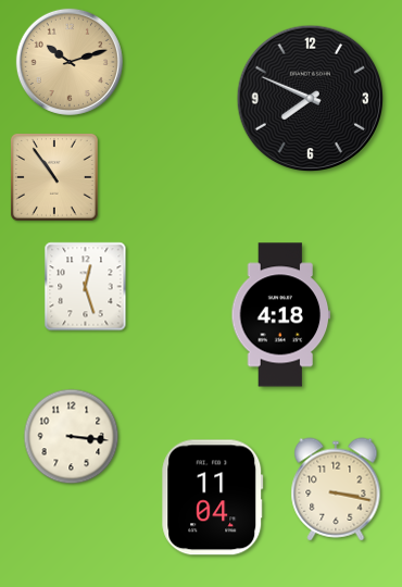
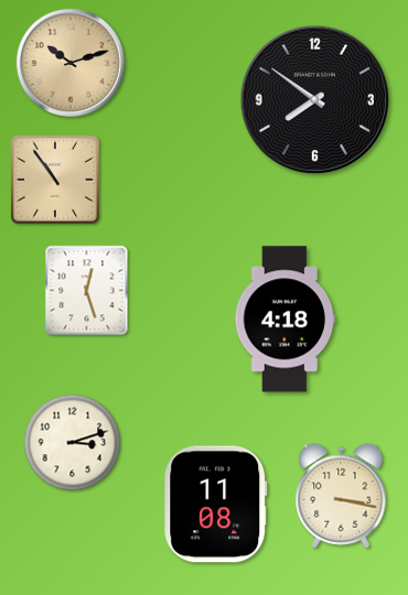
clock at (310, 98): 7:49 -> 7:51
clock at (72, 437): 3:16 -> 3:12
clock at (213, 498): 11:04 -> 11:08
